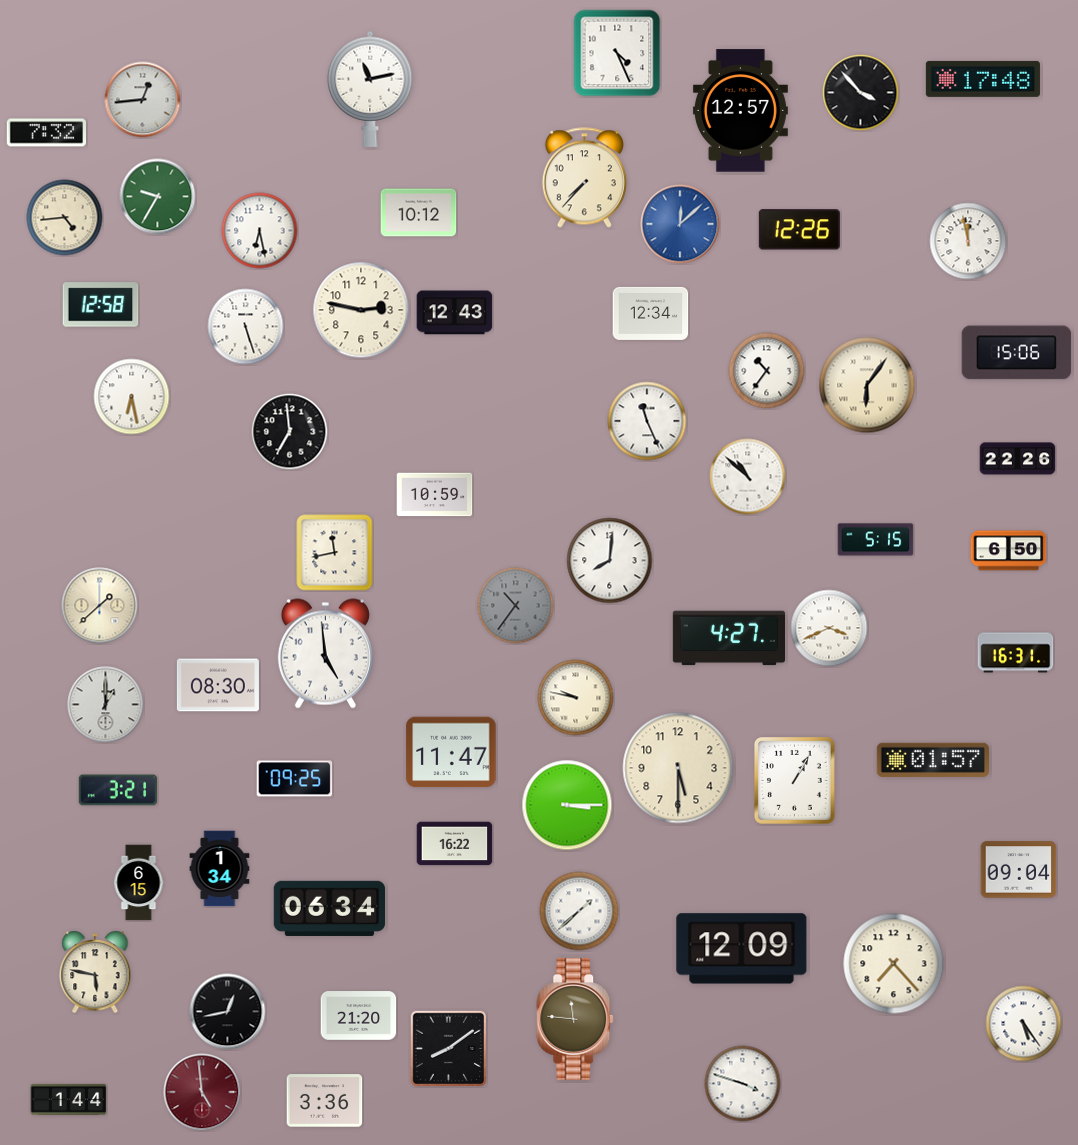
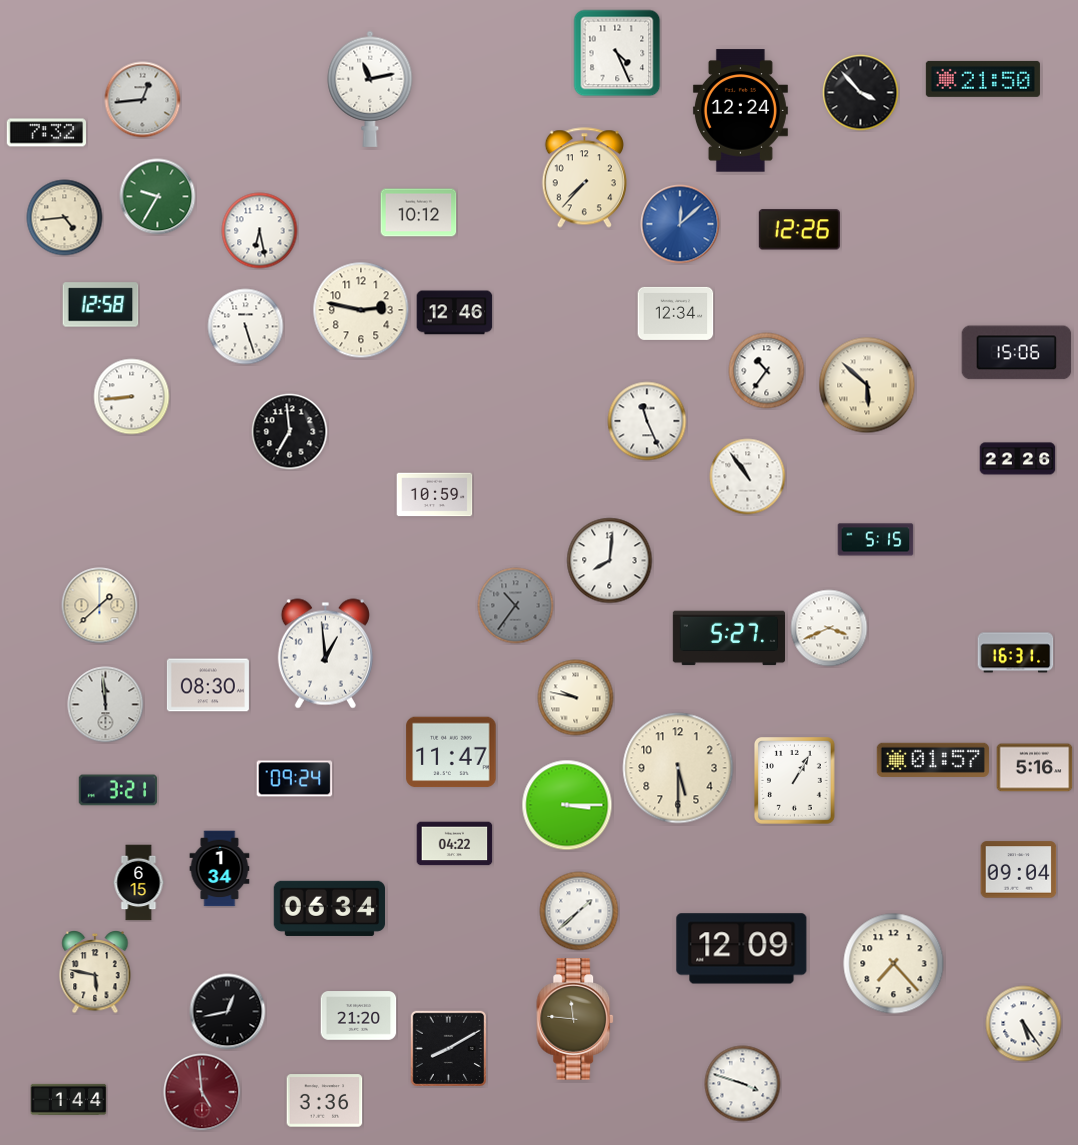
clock at (983, 79): 17:48 -> 21:50
clock at (740, 111): 12:57 -> 12:24
clock at (968, 241): 11:58 -> none
clock at (455, 313): 12:43 -> 12:46
clock at (651, 313) position: (651, 313) -> (676, 313)
clock at (867, 385): 6:06 -> 5:52
clock at (132, 397): 6:28 -> 8:44
clock at (748, 477): 10:52 -> 10:54
clock at (1009, 551): 6:50 -> none
clock at (335, 553): 11:43 -> none
clock at (728, 638): 4:27 -> 5:27
clock at (325, 654): 4:59 -> 12:59
clock at (218, 685) position: (218, 685) -> (208, 685)
clock at (106, 705): 1:00 -> 11:59
clock at (1035, 768): none -> 5:16
clock at (295, 779): 09:25 -> 09:24
clock at (455, 844): 16:22 -> 04:22
clock at (448, 1048): 8:09 -> 8:10
